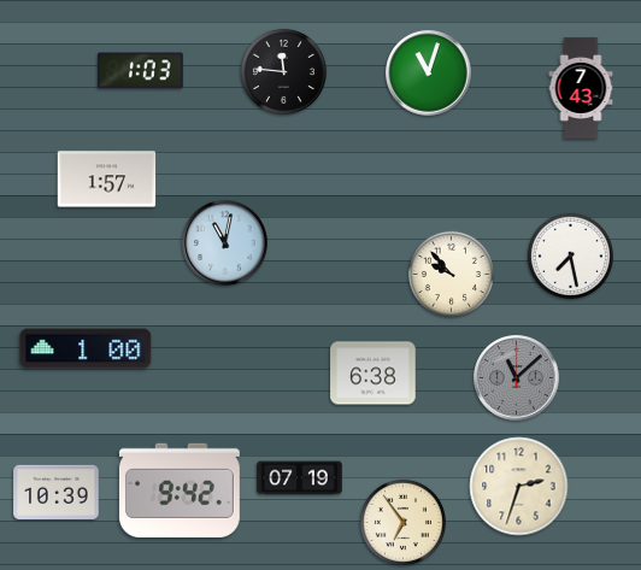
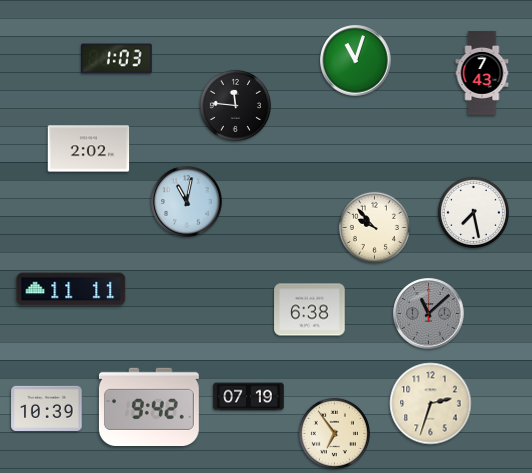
clock at (283, 71) position: (283, 71) -> (235, 105)
clock at (107, 180): 1:57 -> 2:02
clock at (86, 348): 1:00 -> 11:11
